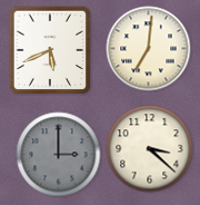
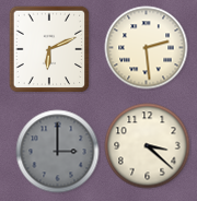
clock at (149, 49): 7:01 -> 2:29
clock at (50, 50): 5:41 -> 6:11
